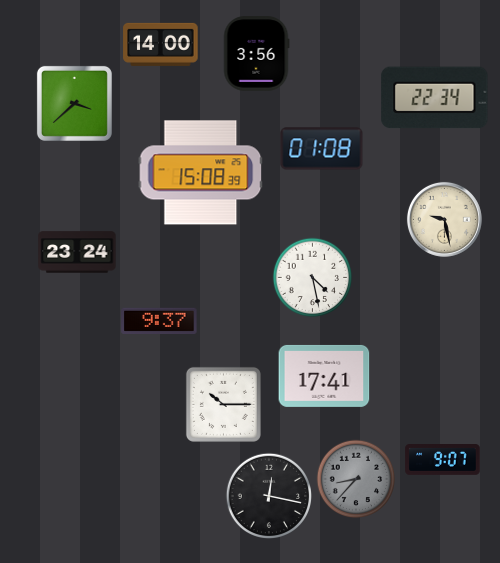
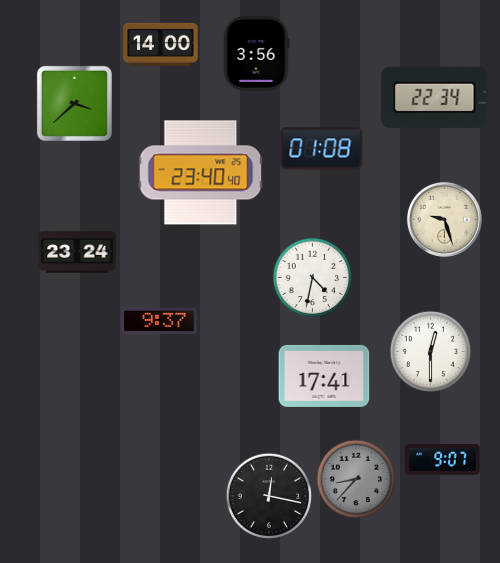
clock at (201, 173): 15:08 -> 23:40
clock at (444, 219): 9:28 -> 9:27
clock at (313, 278): 4:28 -> 4:32
clock at (431, 352): none -> 12:30
clock at (223, 404): 10:15 -> none
